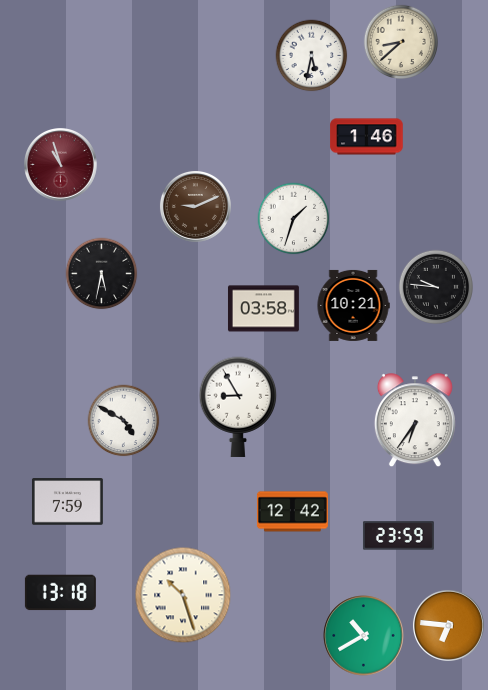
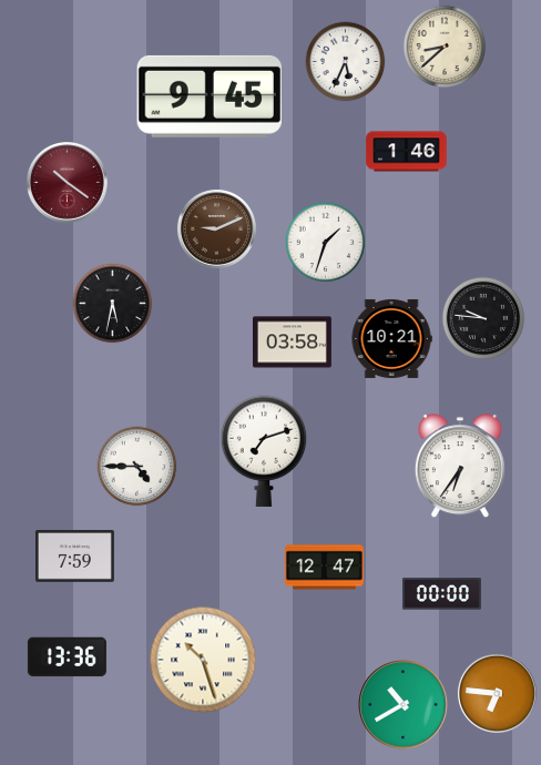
clock at (312, 56): 5:32 -> 5:34
clock at (210, 96): none -> 9:45
clock at (61, 165): 10:57 -> 10:21
clock at (238, 406): 8:55 -> 7:12
clock at (124, 421): 4:50 -> 4:45
clock at (292, 512): 12:42 -> 12:47
clock at (398, 536): 23:59 -> 00:00
clock at (60, 593): 13:18 -> 13:36
